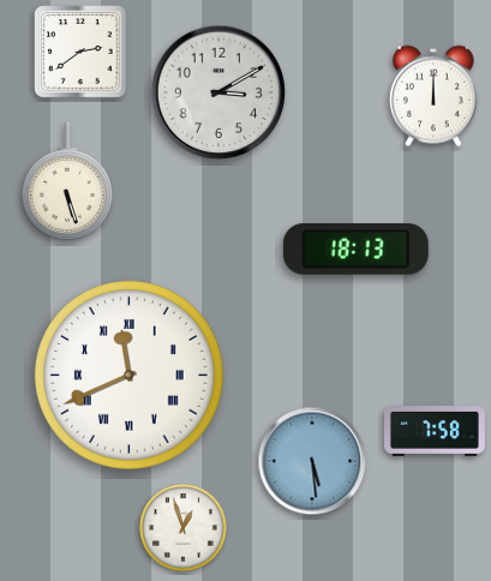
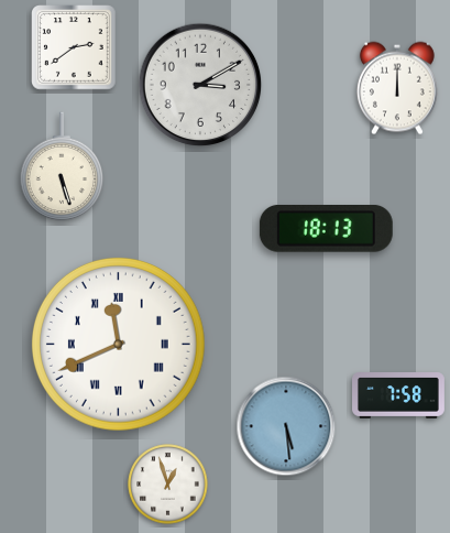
clock at (312, 461) position: (312, 461) -> (286, 426)
